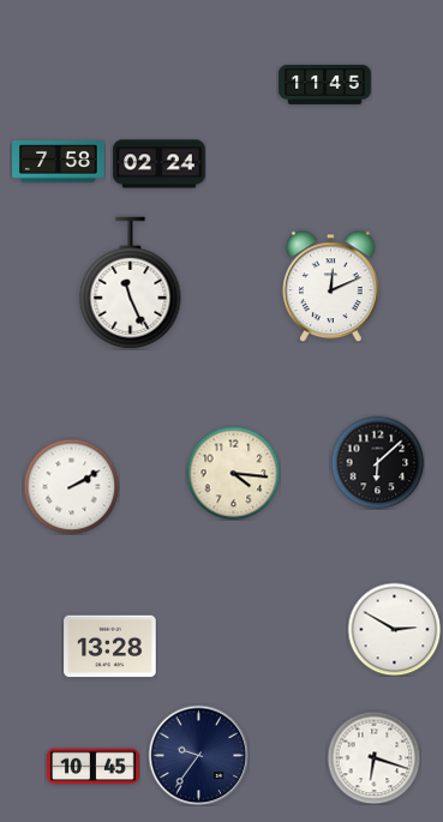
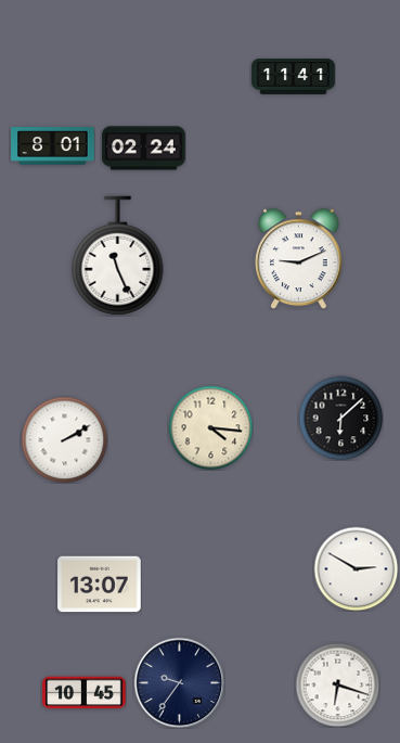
clock at (325, 84): 11:45 -> 11:41
clock at (59, 162): 7:58 -> 8:01
clock at (331, 286): 12:11 -> 9:11
clock at (110, 647): 13:28 -> 13:07
